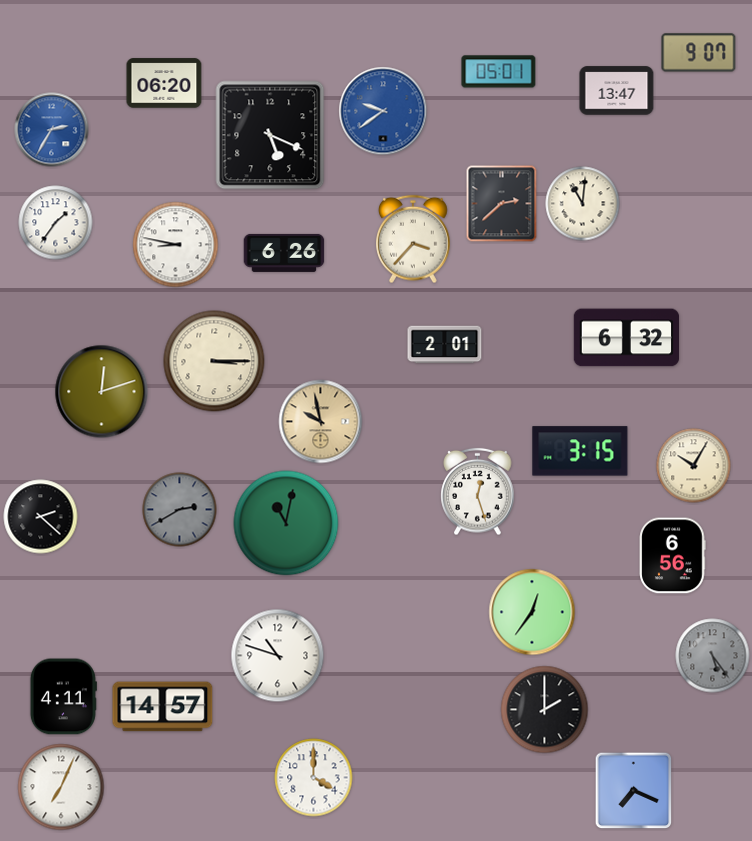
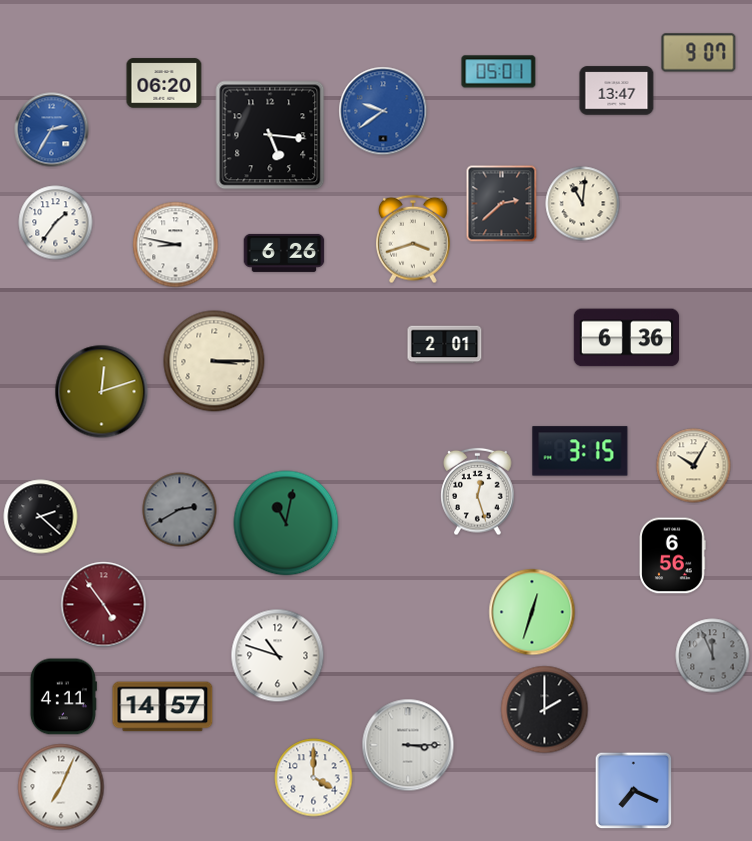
clock at (270, 135): 5:19 -> 5:16
clock at (414, 239): 3:37 -> 3:42
clock at (627, 338): 6:32 -> 6:36
clock at (321, 422): 9:58 -> none
clock at (104, 605): none -> 4:54
clock at (532, 612): 12:36 -> 12:33
clock at (713, 656): 5:24 -> 11:56
clock at (408, 745): none -> 3:15
